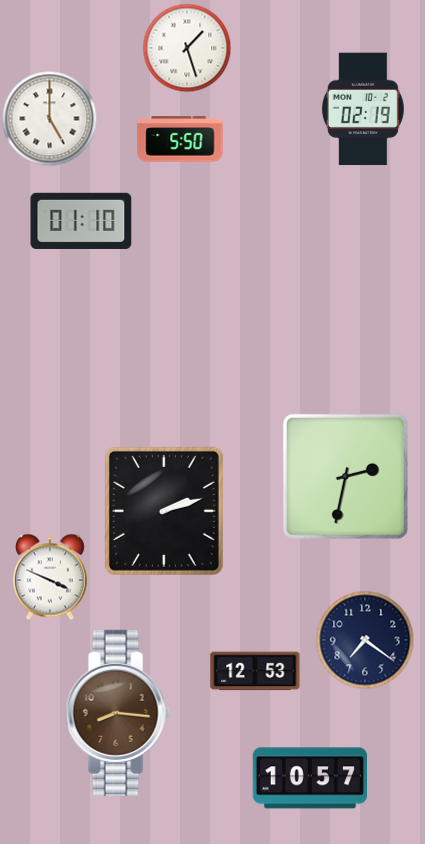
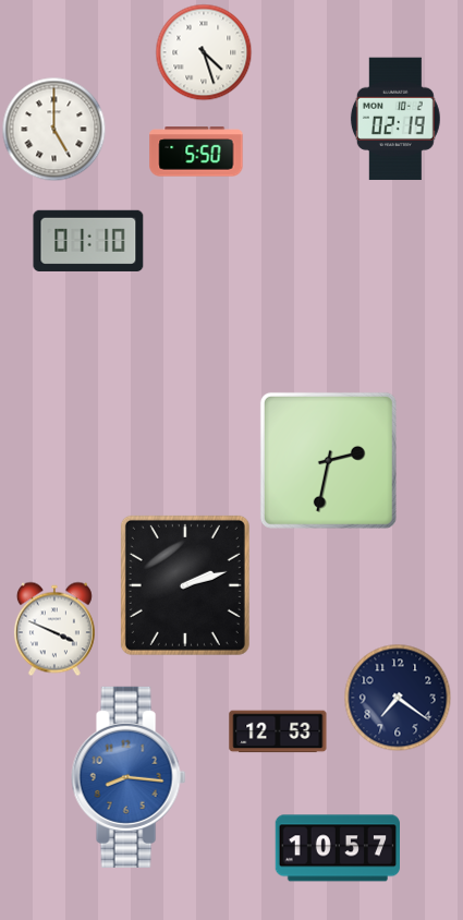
clock at (187, 48): 1:27 -> 4:27
clock at (345, 476) position: (345, 476) -> (328, 460)
clock at (164, 511) position: (164, 511) -> (185, 585)
clock at (118, 713) dial: brown -> blue
